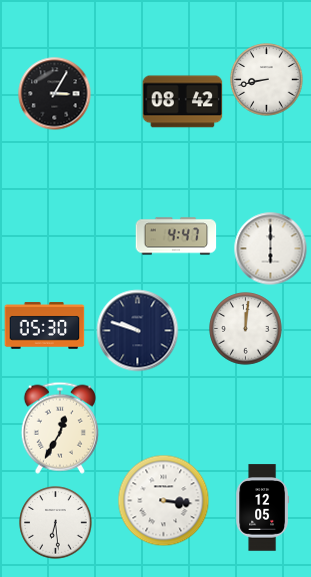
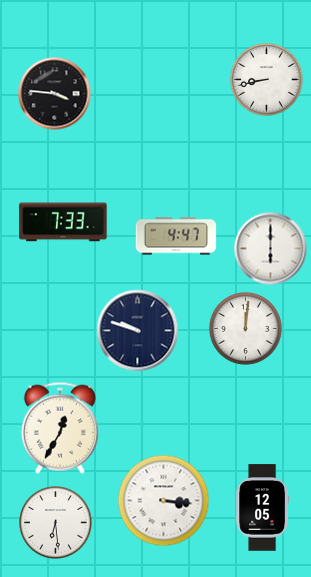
clock at (55, 94): 3:05 -> 3:46
clock at (183, 102): 08:42 -> none
clock at (63, 222): none -> 7:33
clock at (45, 326): 05:30 -> none
